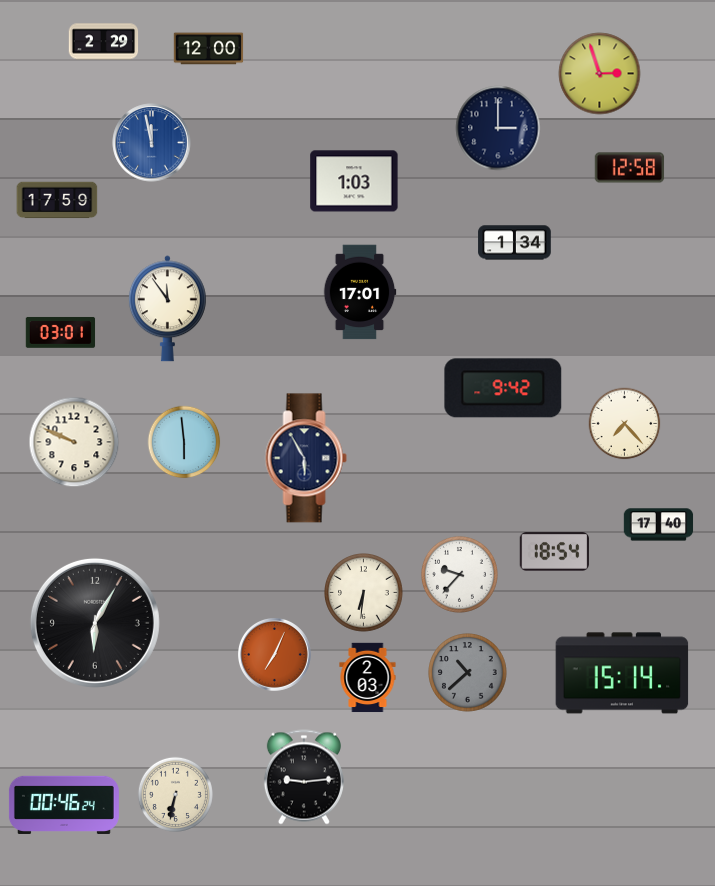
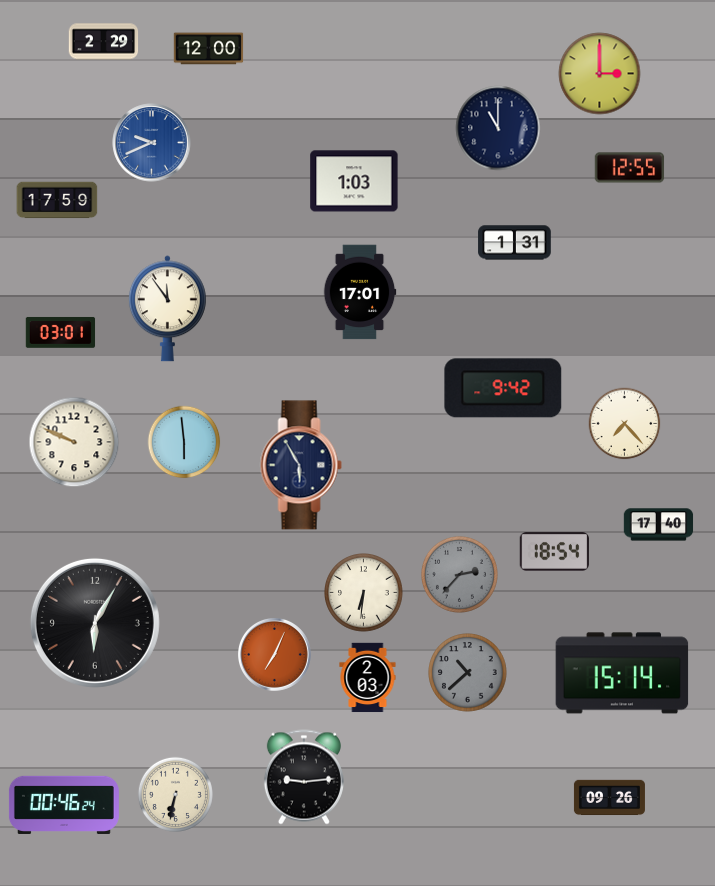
clock at (600, 74): 2:57 -> 3:00
clock at (498, 128): 3:00 -> 11:00
clock at (152, 143): 11:58 -> 9:41
clock at (630, 168): 12:58 -> 12:55
clock at (515, 243): 1:34 -> 1:31
clock at (306, 458) position: (306, 458) -> (301, 465)
clock at (459, 574): 9:37 -> 2:37
clock at (459, 574) dial: white -> grey
clock at (609, 798): none -> 09:26
